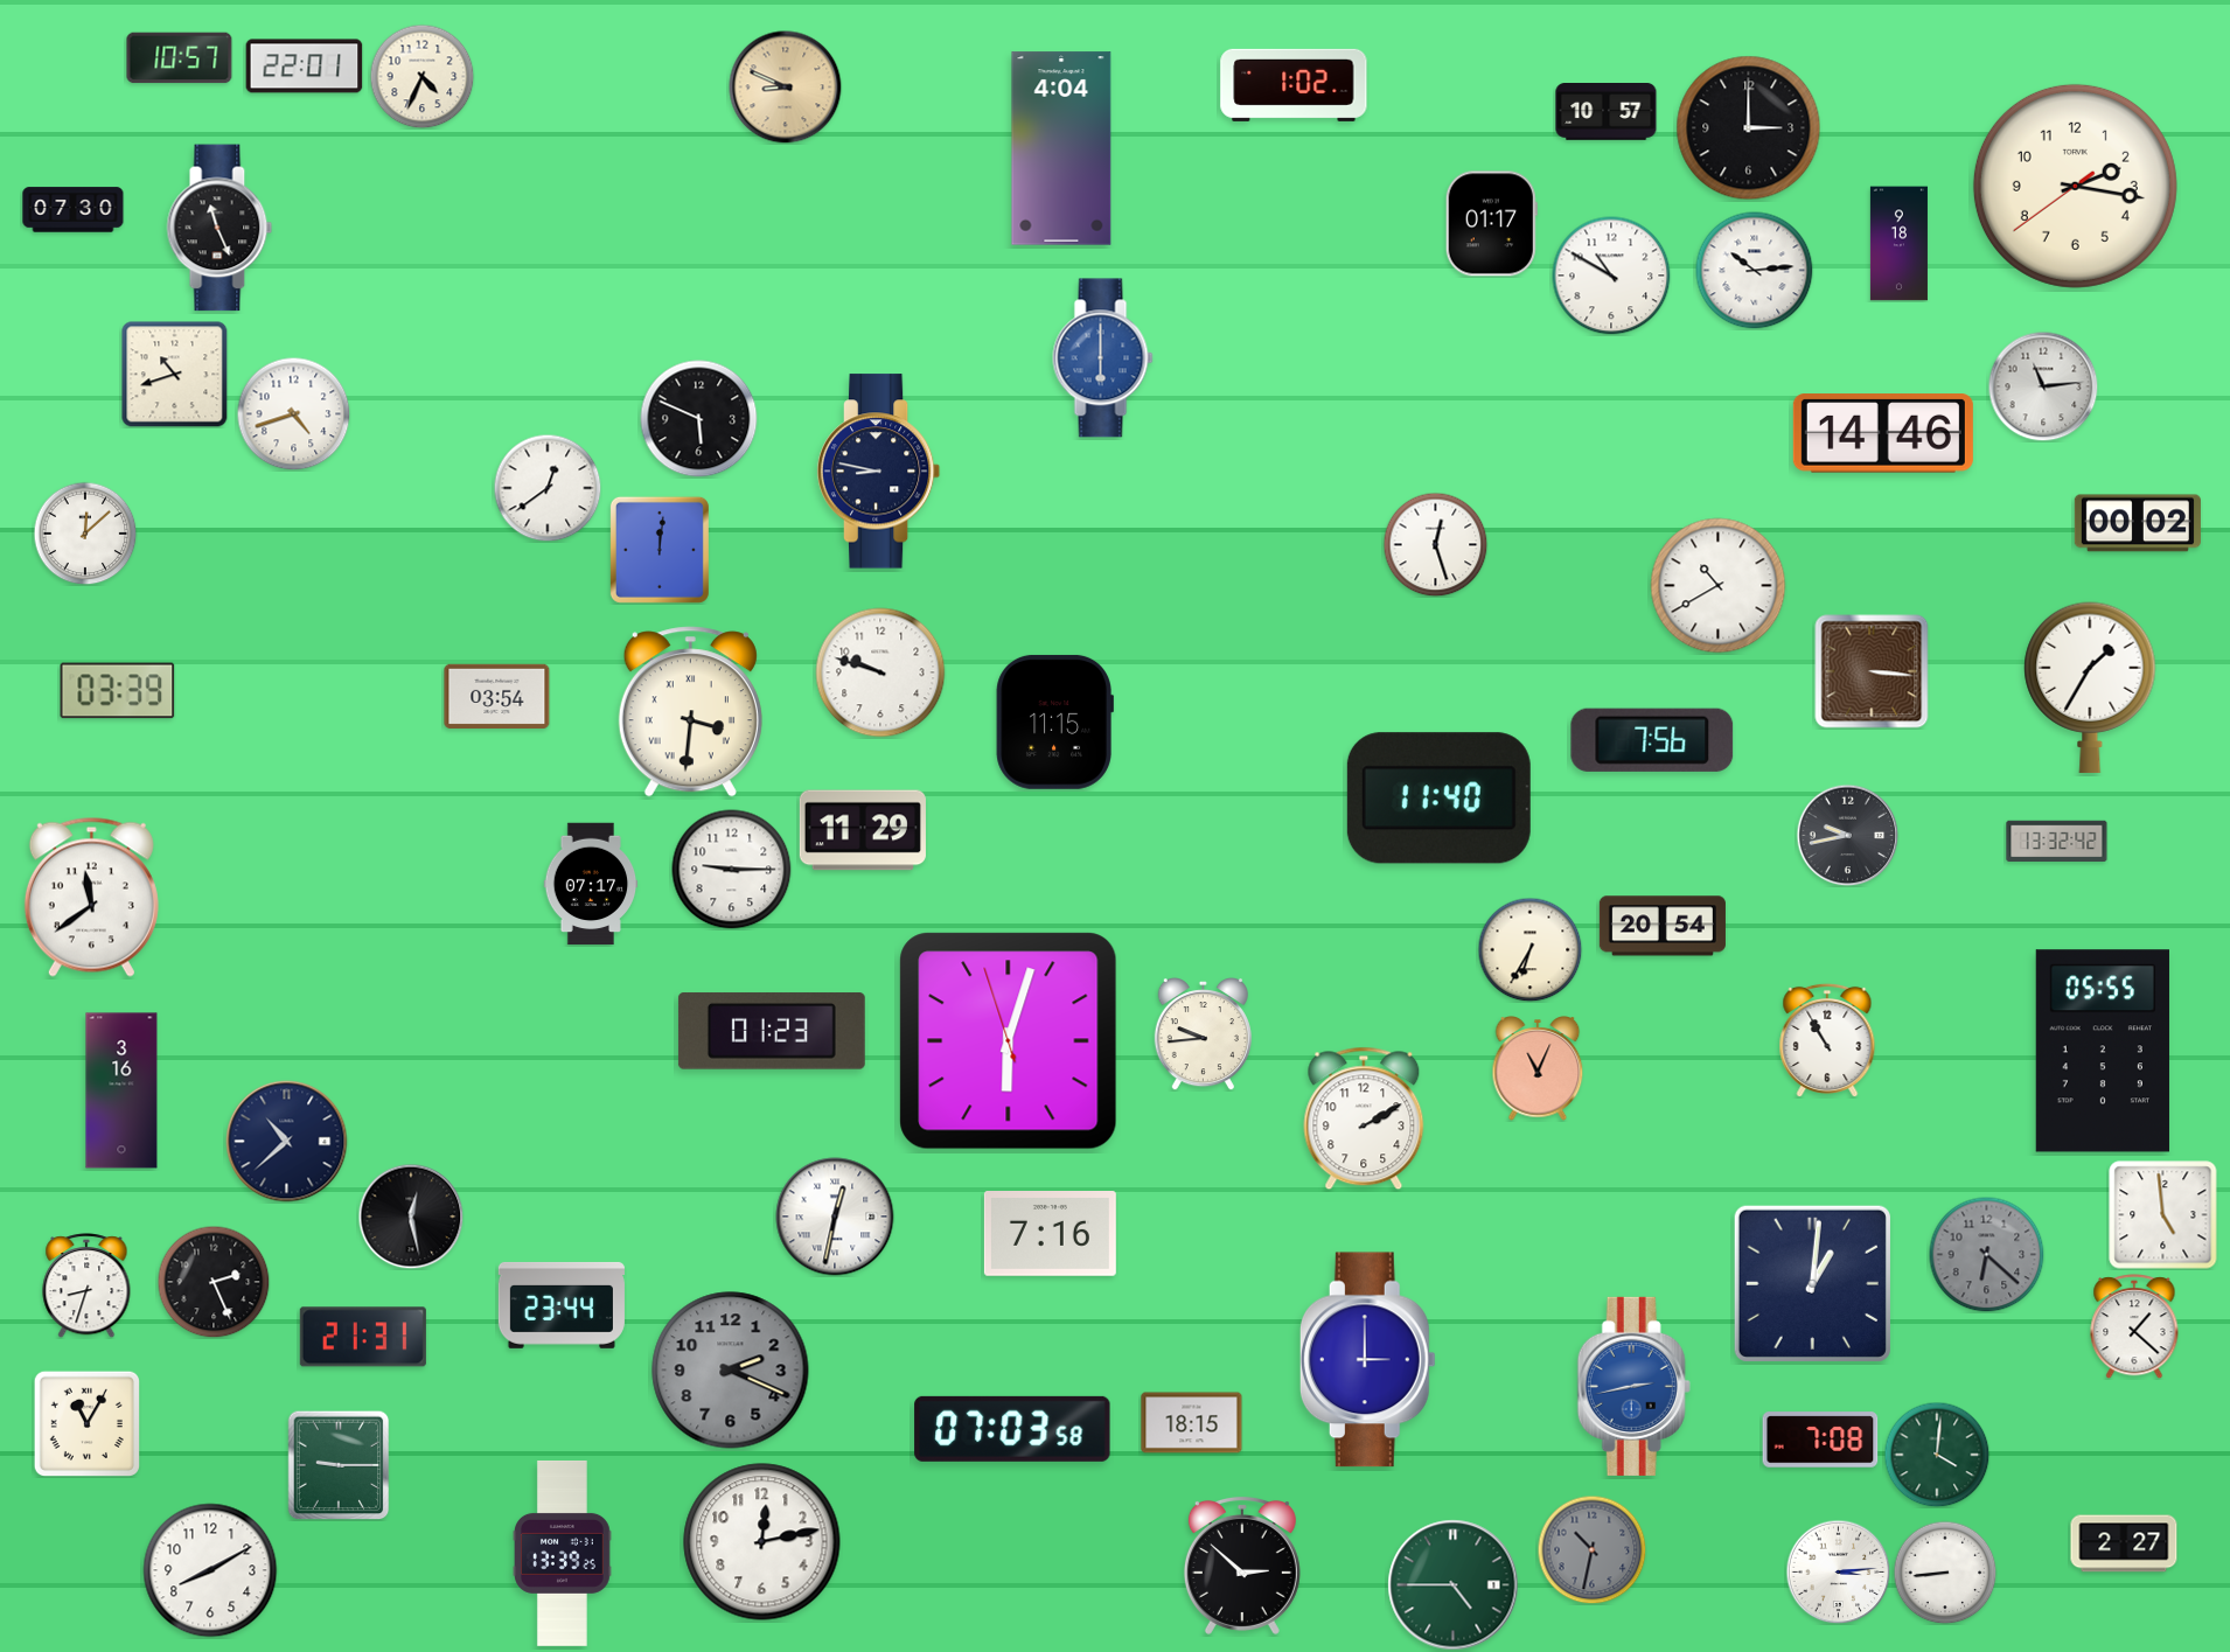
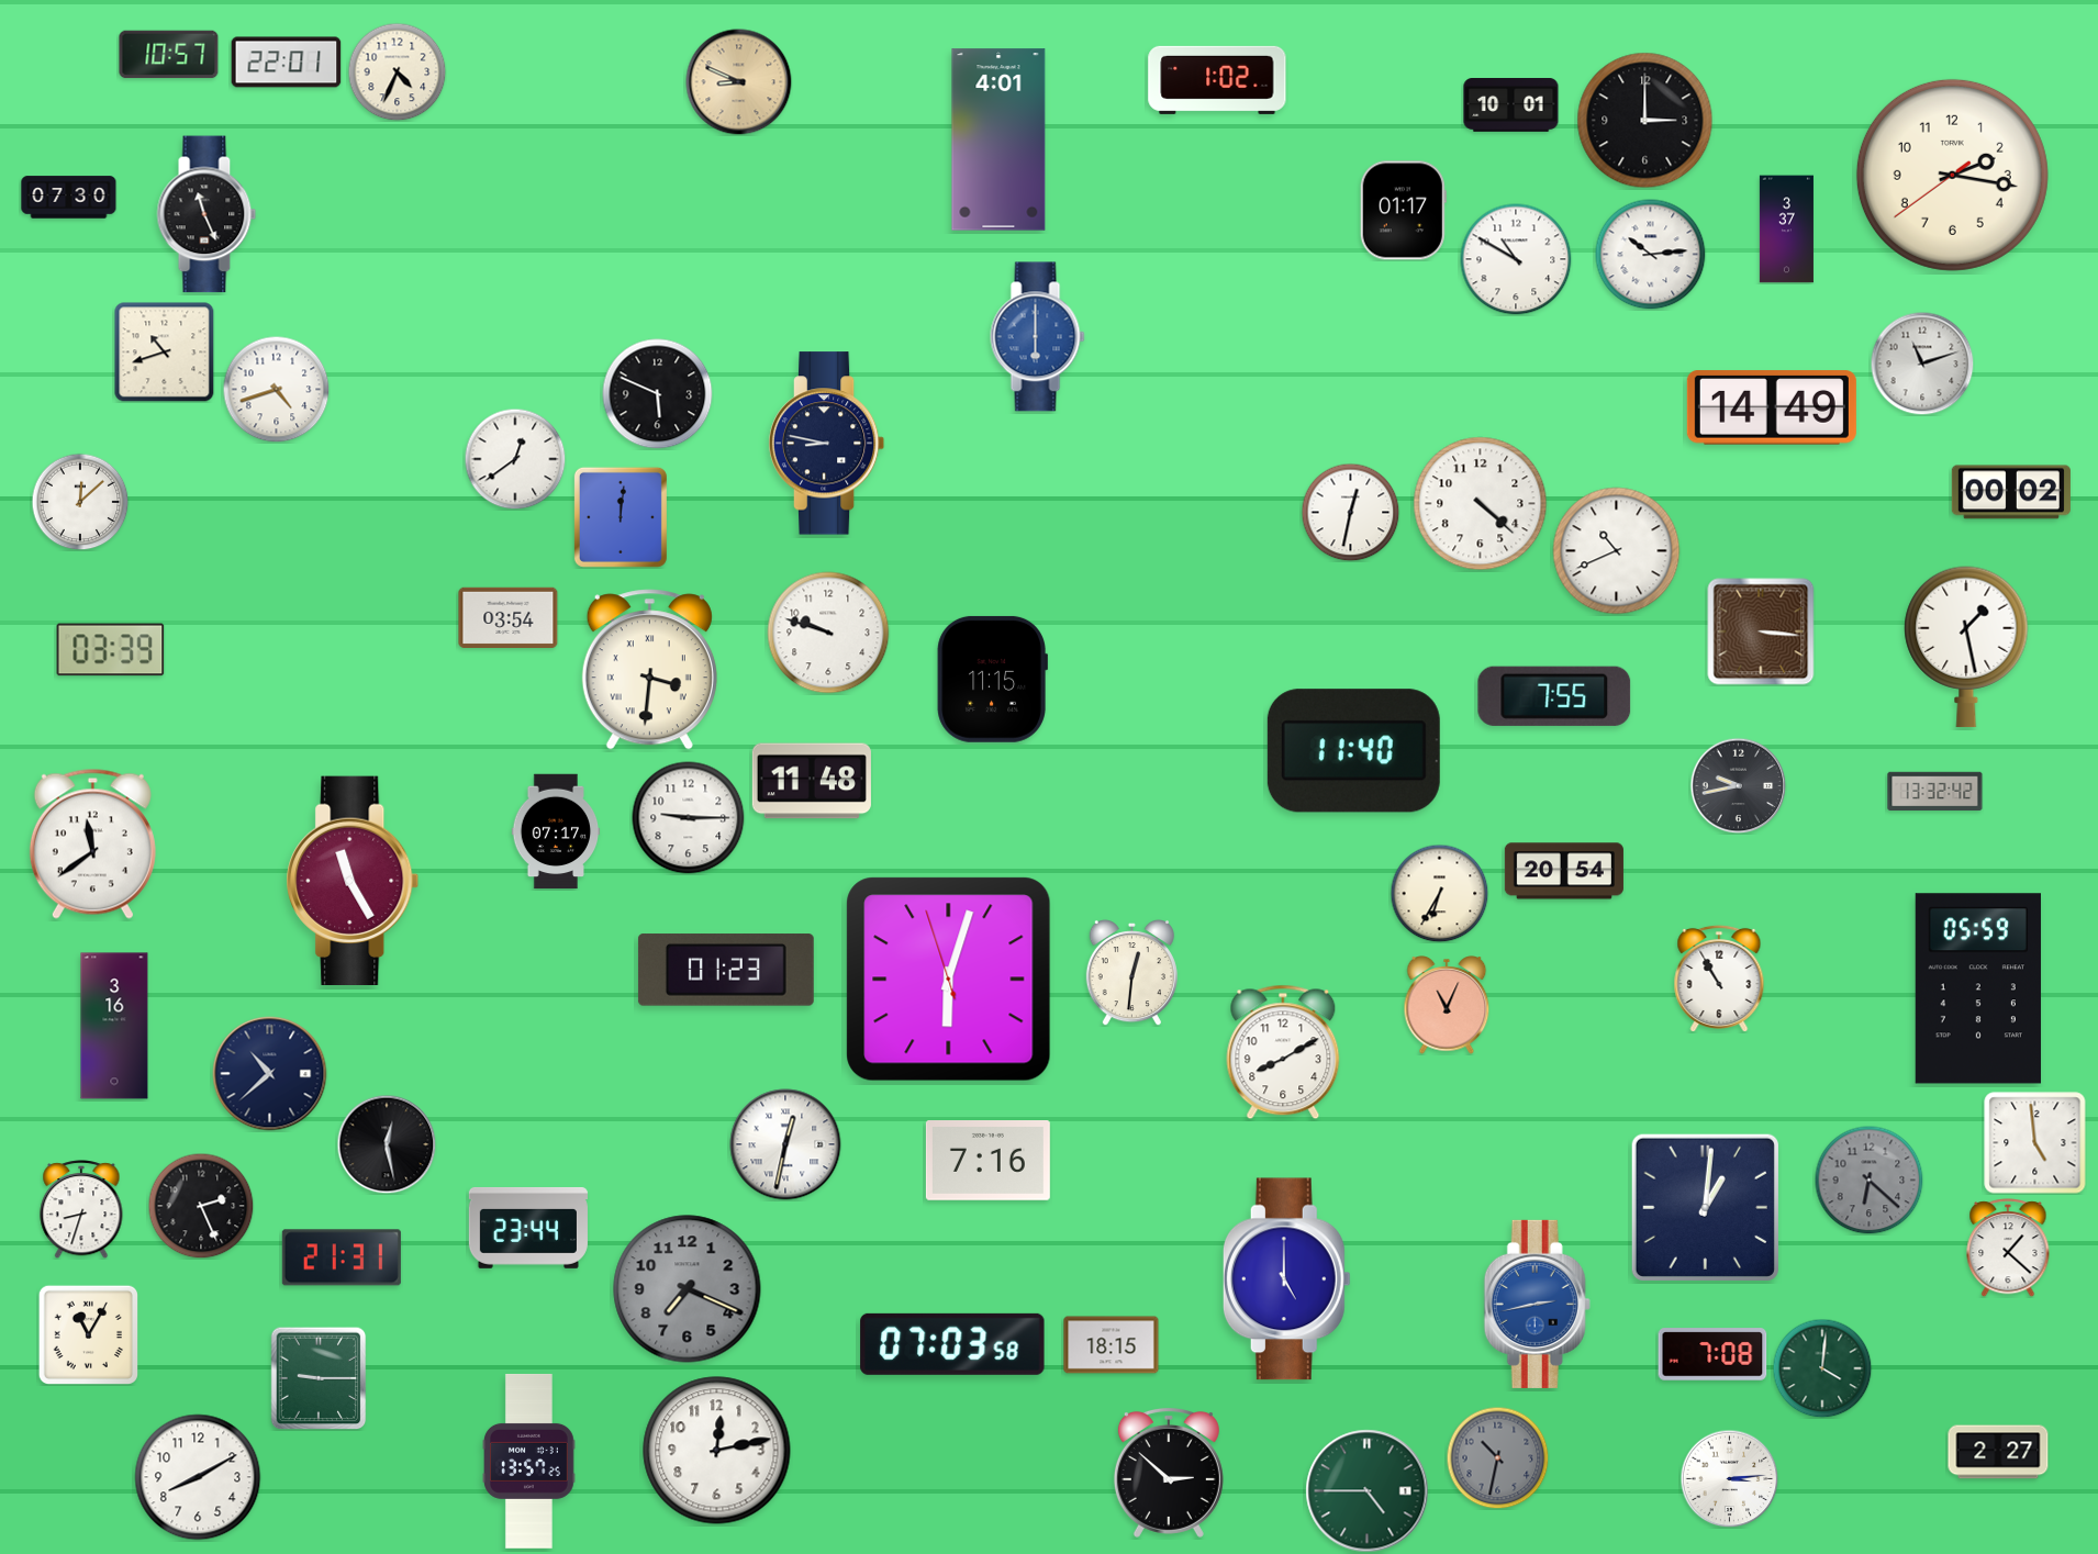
clock at (1607, 112): 10:57 -> 10:01
clock at (1061, 148): 4:04 -> 4:01
clock at (1898, 244): 9:18 -> 3:37
clock at (2043, 386): 11:14 -> 11:12
clock at (1883, 433): 14:46 -> 14:49
clock at (1481, 504): none -> 4:22
clock at (1435, 544): 12:27 -> 12:32
clock at (1719, 586): 10:40 -> 10:41
clock at (2090, 688): 1:35 -> 1:28
clock at (497, 696) position: (497, 696) -> (509, 617)
clock at (1652, 740): 7:56 -> 7:55
clock at (863, 830): 11:29 -> 11:48
clock at (91, 897) position: (91, 897) -> (92, 843)
clock at (353, 881): none -> 11:25
clock at (1203, 1033): 9:44 -> 12:31
clock at (2103, 1051): 05:55 -> 05:59
clock at (1364, 1118): 2:10 -> 8:10
clock at (1367, 1360): 3:00 -> 5:00
clock at (731, 1371): 2:19 -> 7:19
clock at (86, 1423) position: (86, 1423) -> (88, 1334)
clock at (1192, 1423) position: (1192, 1423) -> (1112, 1345)
clock at (563, 1554): 13:39 -> 13:57
clock at (1945, 1573): 8:44 -> none
